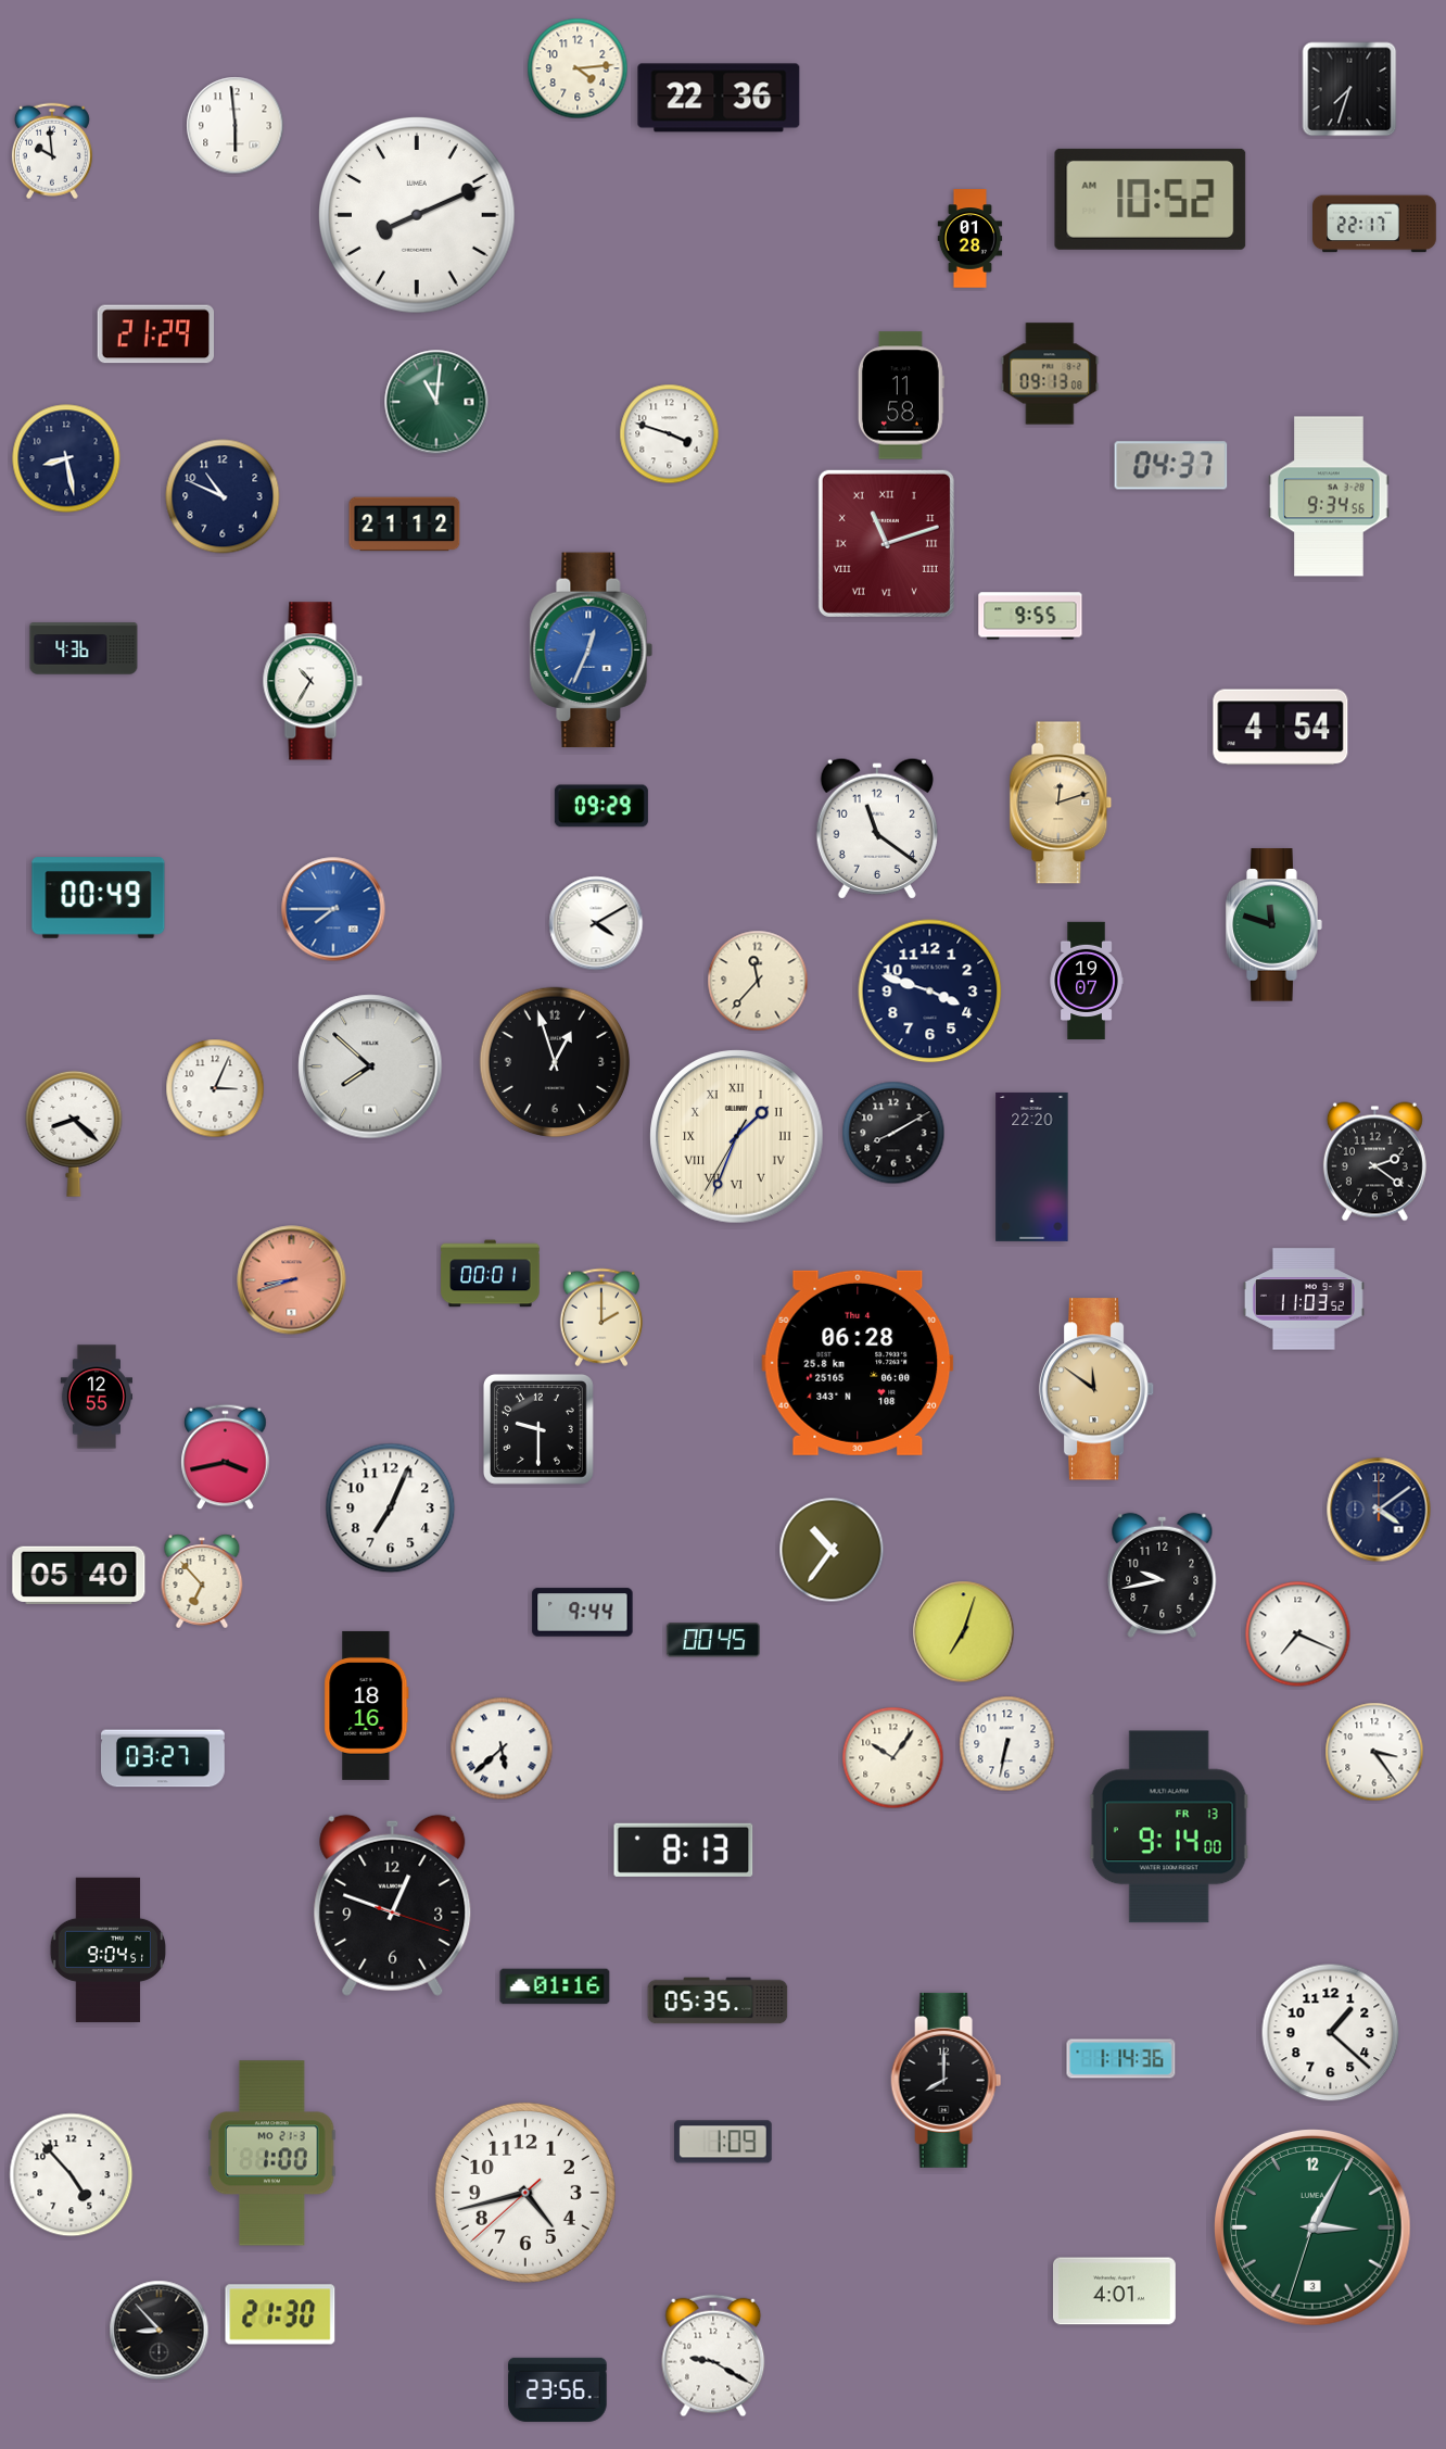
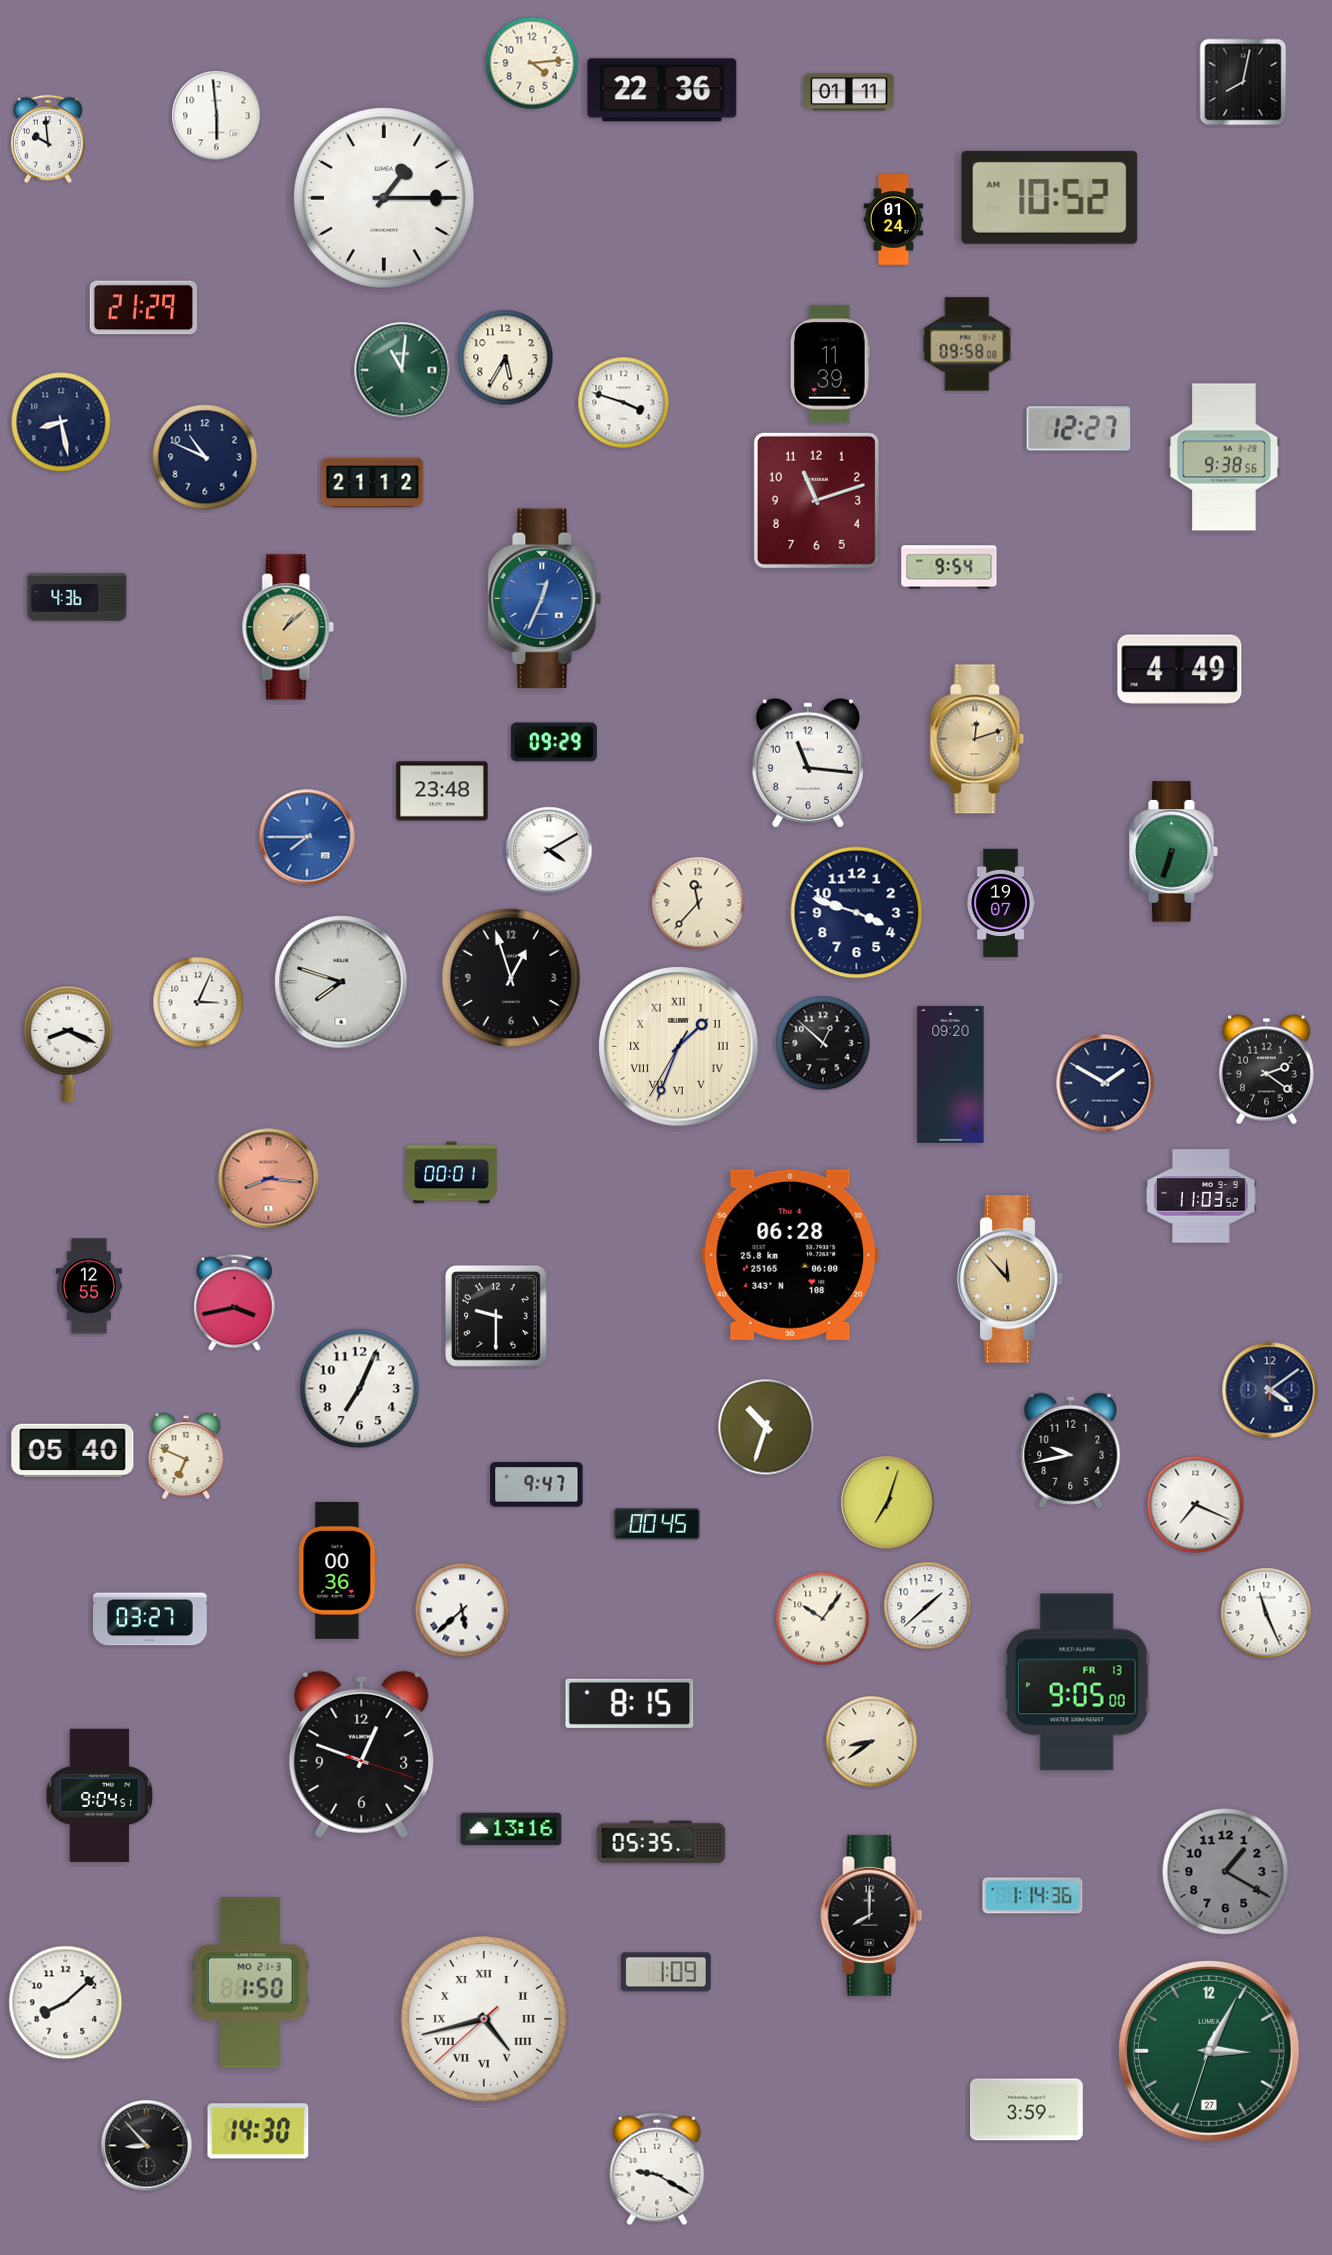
clock at (1349, 89): 7:33 -> 8:02
clock at (849, 92): none -> 01:11
clock at (1151, 199) position: (1151, 199) -> (1050, 197)
clock at (418, 216): 8:11 -> 1:15
clock at (1374, 224): 22:17 -> none
clock at (971, 239): 01:28 -> 01:24
clock at (1050, 374): 09:13 -> 09:58
clock at (506, 358): none -> 5:35
clock at (901, 395): 11:58 -> 11:39
clock at (670, 434) position: (670, 434) -> (624, 403)
clock at (1171, 466): 04:37 -> 12:27
clock at (1329, 496): 9:34 -> 9:38
clock at (886, 543) numerals: Roman -> Arabic
clock at (1030, 616): 9:55 -> 9:54
clock at (313, 681): 10:35 -> 1:08
clock at (313, 681) dial: white -> champagne
clock at (1281, 728): 4:54 -> 4:49
clock at (877, 829): 11:21 -> 11:16
clock at (442, 791): none -> 23:48
clock at (99, 898): 00:49 -> none
clock at (1274, 925): 11:48 -> 6:33
clock at (370, 1066): 7:52 -> 7:48
clock at (893, 1133): 8:10 -> 12:52
clock at (74, 1134): 8:22 -> 8:19
clock at (1032, 1166): 22:20 -> 09:20
clock at (1105, 1083): none -> 1:50
clock at (292, 1280): 8:42 -> 8:16
clock at (601, 1317): 2:00 -> none
clock at (1096, 1389): 11:51 -> 11:53
clock at (226, 1457) position: (226, 1457) -> (235, 1303)
clock at (832, 1550): 10:36 -> 10:33
clock at (202, 1581): 6:53 -> 6:49
clock at (583, 1613): 9:44 -> 9:47
clock at (713, 1640) position: (713, 1640) -> (657, 1524)
clock at (367, 1705): 18:16 -> 00:36
clock at (1007, 1744): 6:32 -> 1:38
clock at (1374, 1752): 3:24 -> 11:26
clock at (1169, 1827): 9:14 -> 9:05
clock at (684, 1850): 8:13 -> 8:15
clock at (872, 1742): none -> 8:39
clock at (555, 1986): 01:16 -> 13:16
clock at (1331, 2033): 1:22 -> 1:20
clock at (1331, 2033) dial: white -> grey
clock at (272, 2154): 1:00 -> 1:50
clock at (72, 2175): 4:53 -> 8:08
clock at (525, 2193) numerals: Arabic -> Roman
clock at (1312, 2227) date: 3 -> 27
clock at (1114, 2292): 4:01 -> 3:59
clock at (280, 2314): 21:30 -> 14:30
clock at (558, 2389): 23:56 -> none
